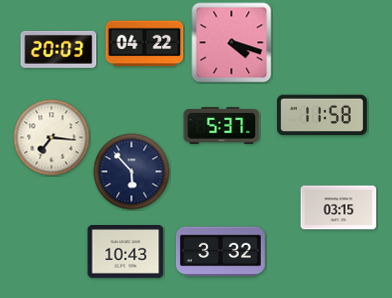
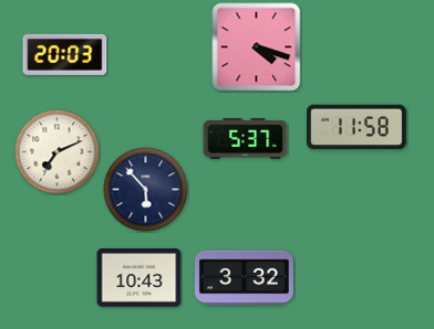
clock at (145, 44): 04:22 -> none
clock at (52, 138): 7:16 -> 7:11
clock at (339, 208): 03:15 -> none
